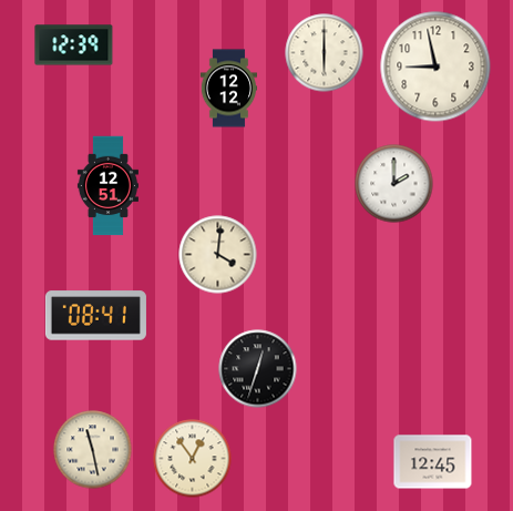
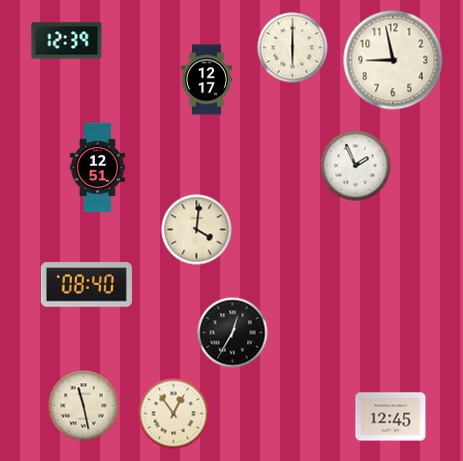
clock at (229, 89): 12:12 -> 12:17
clock at (394, 184): 2:00 -> 1:56
clock at (95, 316): 08:41 -> 08:40
clock at (258, 369): 12:33 -> 12:35
